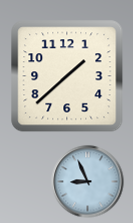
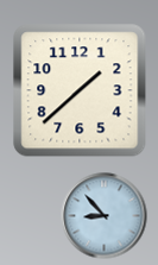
clock at (88, 182): 8:56 -> 8:53
